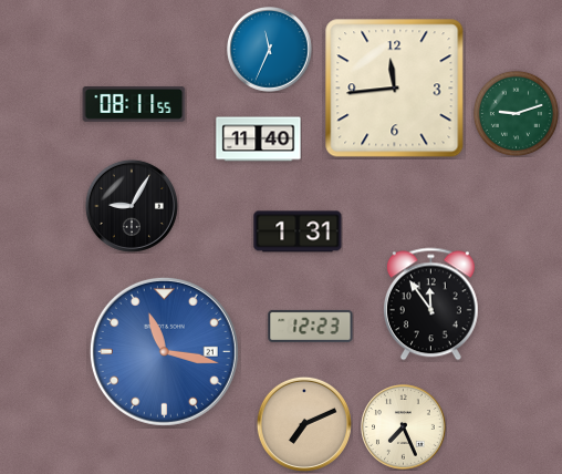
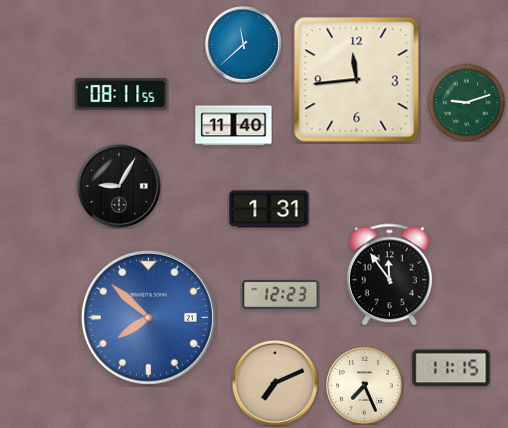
clock at (270, 50): 11:34 -> 11:38
clock at (164, 351): 11:17 -> 7:52
clock at (451, 368): none -> 11:15
